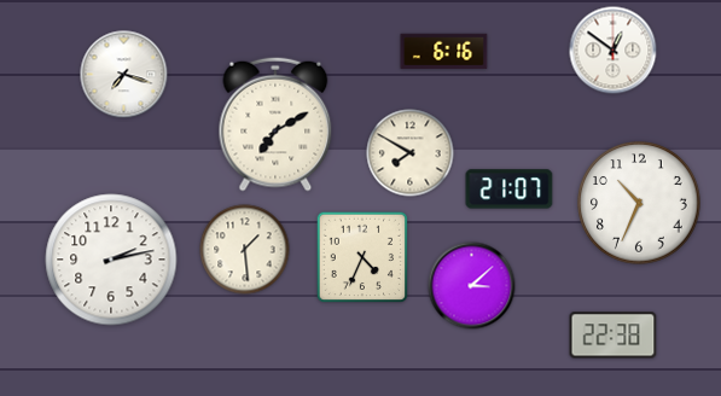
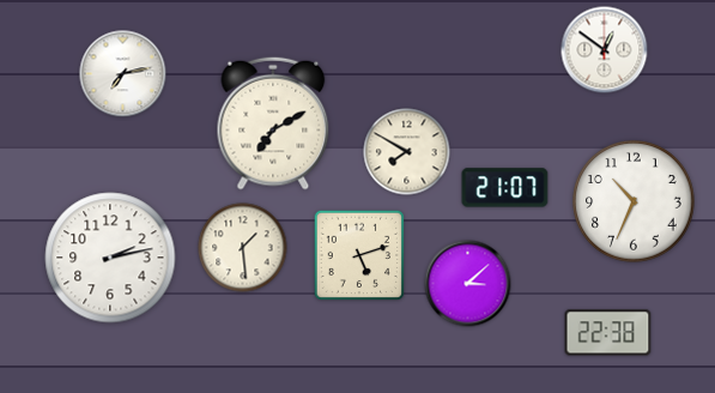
clock at (614, 51) position: (614, 51) -> (605, 50)
clock at (444, 52): 6:16 -> none
clock at (124, 75): 7:18 -> 7:13
clock at (362, 257): 4:34 -> 5:12
